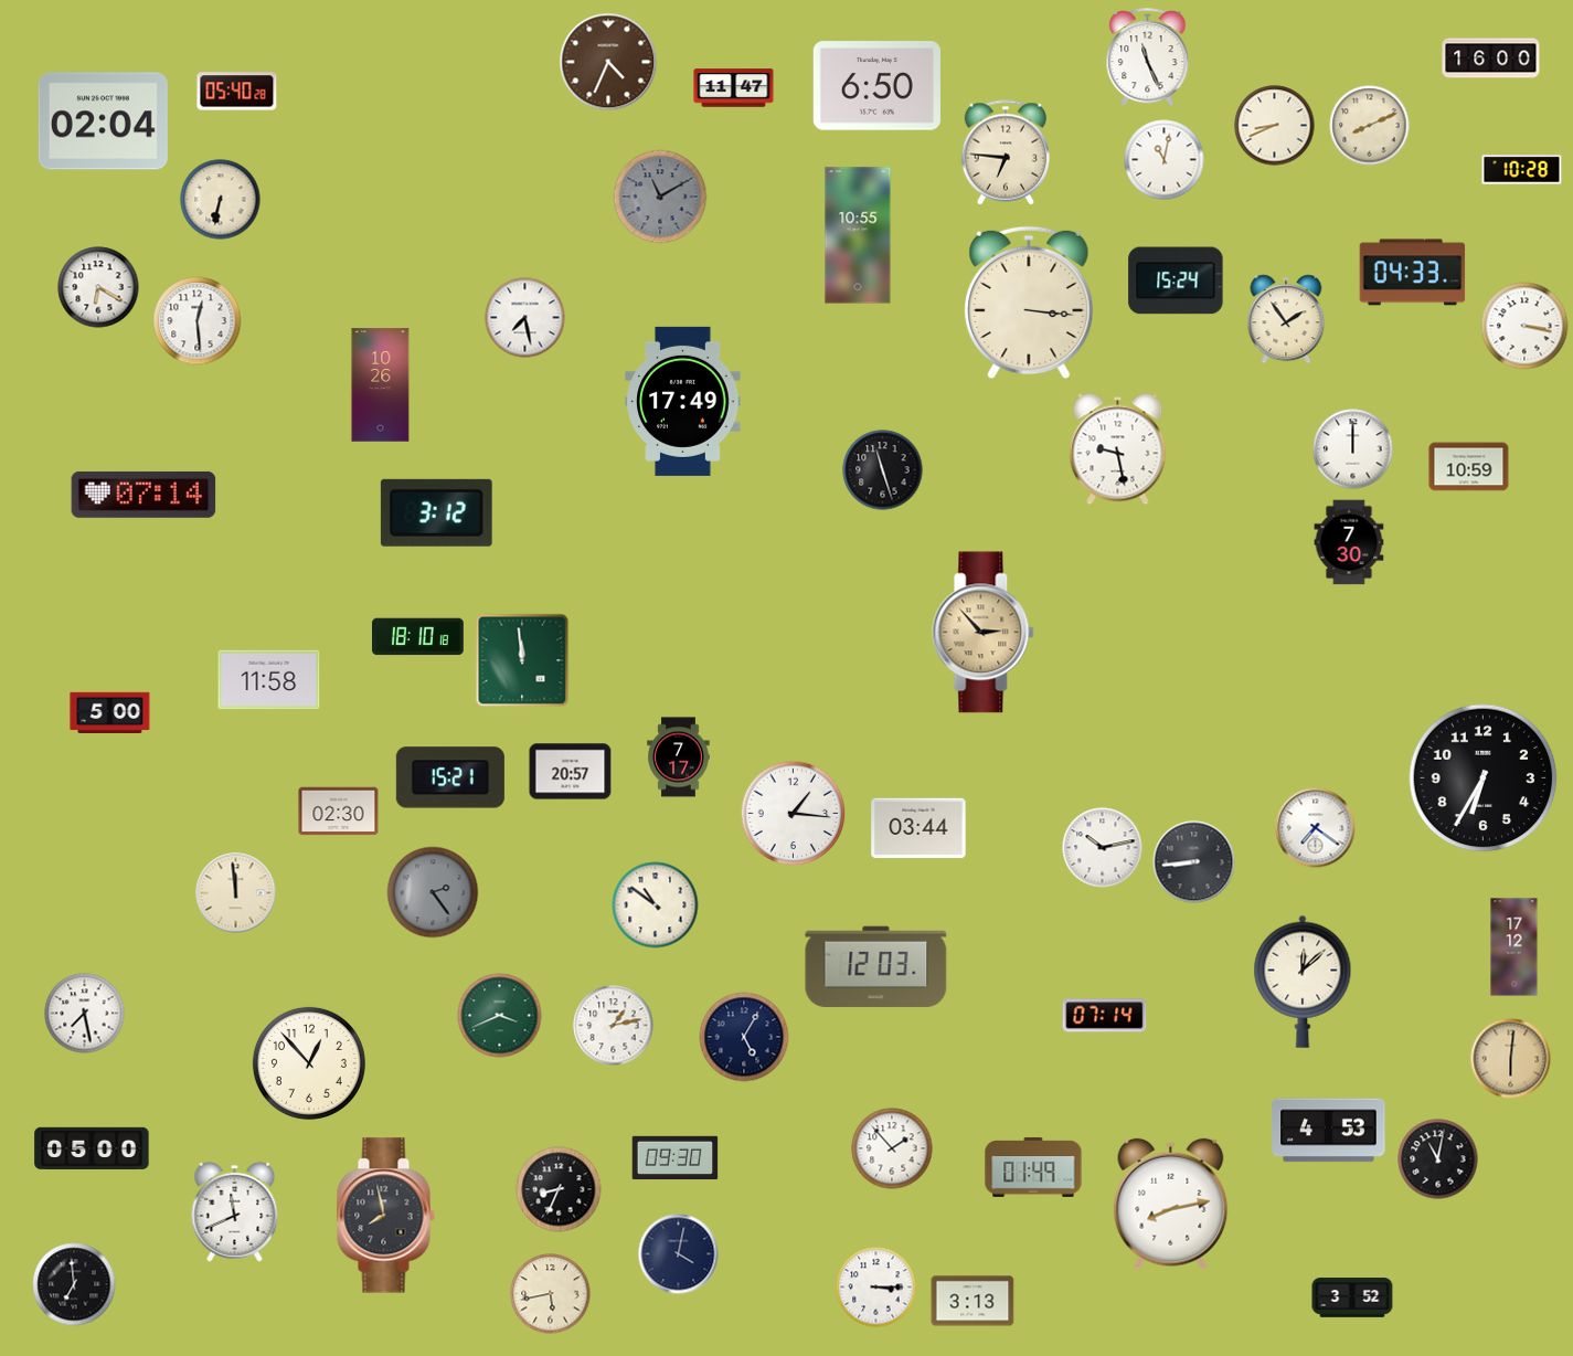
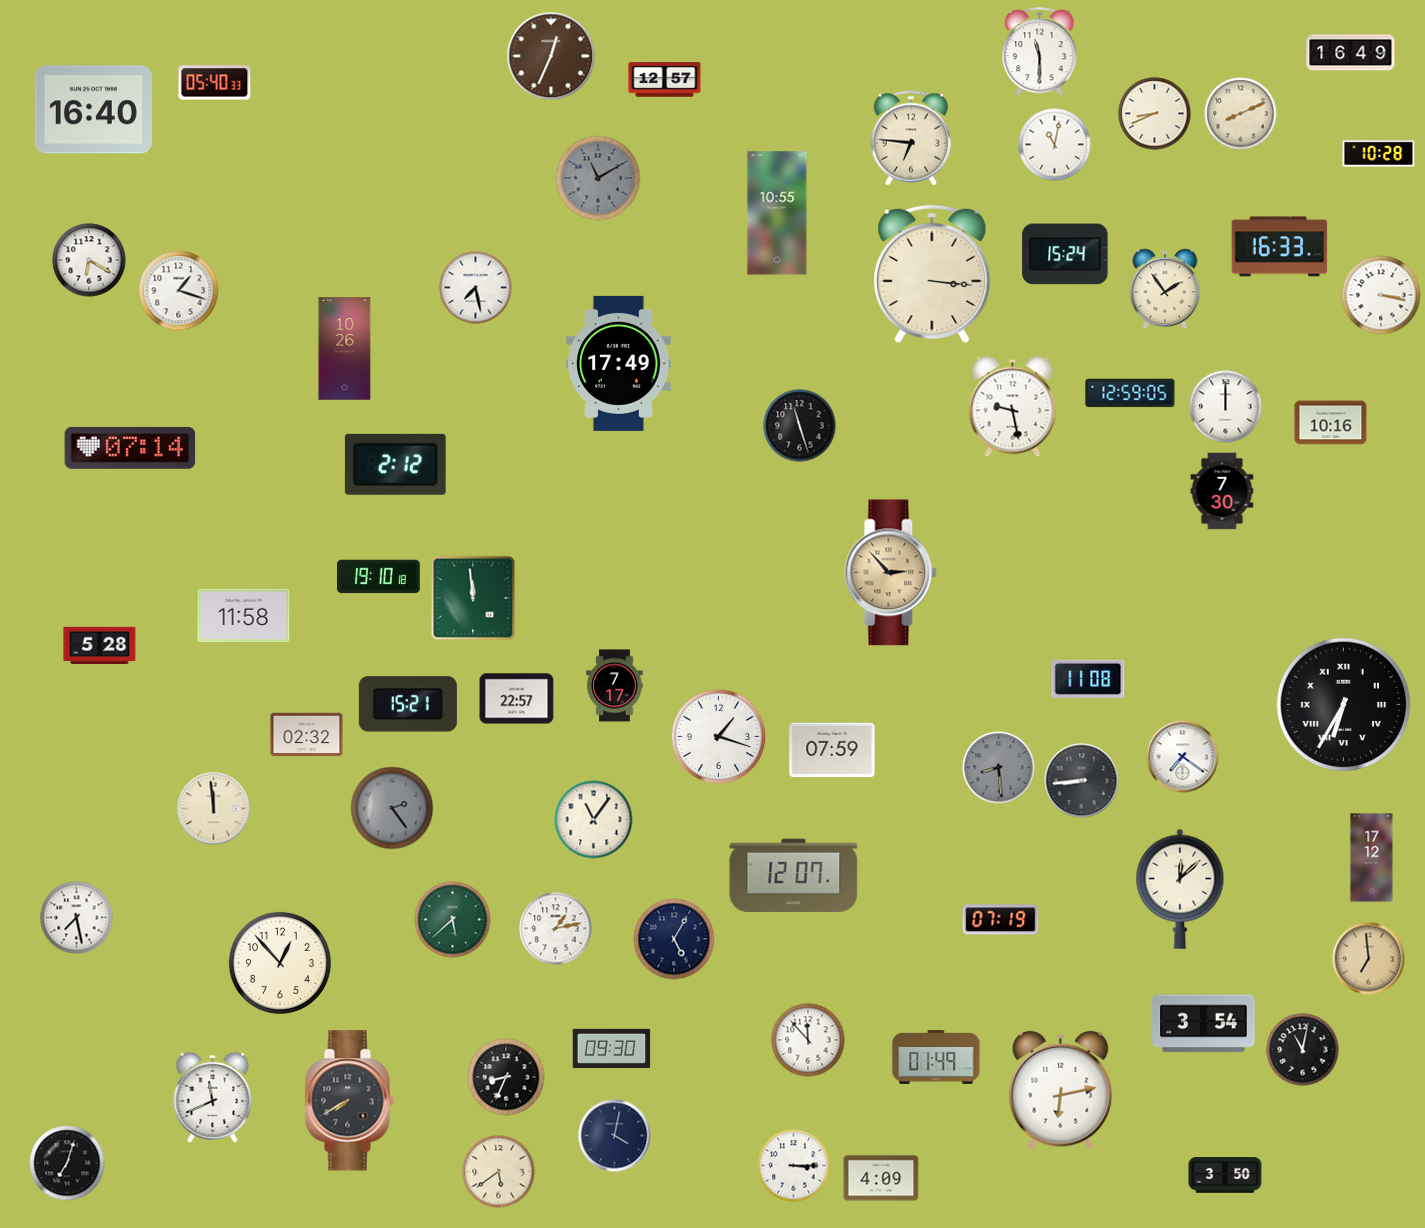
clock at (1148, 57): 11:26 -> 11:30
clock at (1491, 59): 16:00 -> 16:49
clock at (608, 62): 4:34 -> 12:34
clock at (876, 86): 6:50 -> none
clock at (734, 88): 11:47 -> 12:57
clock at (237, 92): 05:40:28 -> 05:40:33
clock at (103, 121): 02:04 -> 16:40
clock at (221, 200): 6:32 -> none
clock at (1413, 273): 04:33 -> 16:33
clock at (198, 321): 12:29 -> 1:18
clock at (1130, 393): none -> 12:59
clock at (1469, 467): 10:59 -> 10:16
clock at (436, 512): 3:12 -> 2:12
clock at (418, 637): 18:10 -> 19:10
clock at (110, 712): 5:00 -> 5:28
clock at (1088, 679): none -> 11:08
clock at (571, 772): 20:57 -> 22:57
clock at (1484, 778) numerals: Arabic -> Roman
clock at (339, 812): 02:30 -> 02:32
clock at (794, 814): 1:16 -> 1:18
clock at (918, 828): 03:44 -> 07:59
clock at (1316, 828) position: (1316, 828) -> (1183, 757)
clock at (1103, 848): 10:13 -> 8:29
clock at (1103, 848) dial: white -> grey
clock at (656, 905): 10:51 -> 11:06
clock at (876, 967): 12:03 -> 12:07
clock at (500, 1016): 3:41 -> 5:38
clock at (1105, 1016): 07:14 -> 07:19
clock at (1511, 1059): 6:01 -> 6:59
clock at (1329, 1131): 4:53 -> 3:54
clock at (92, 1148): 05:00 -> none
clock at (892, 1148): 1:53 -> 11:53
clock at (1171, 1205): 8:13 -> 6:13
clock at (385, 1216): 7:58 -> 7:40
clock at (74, 1284): 6:59 -> 7:03
clock at (551, 1294): 5:43 -> 5:39
clock at (1352, 1297): 3:52 -> 3:50
clock at (973, 1301): 3:13 -> 4:09
